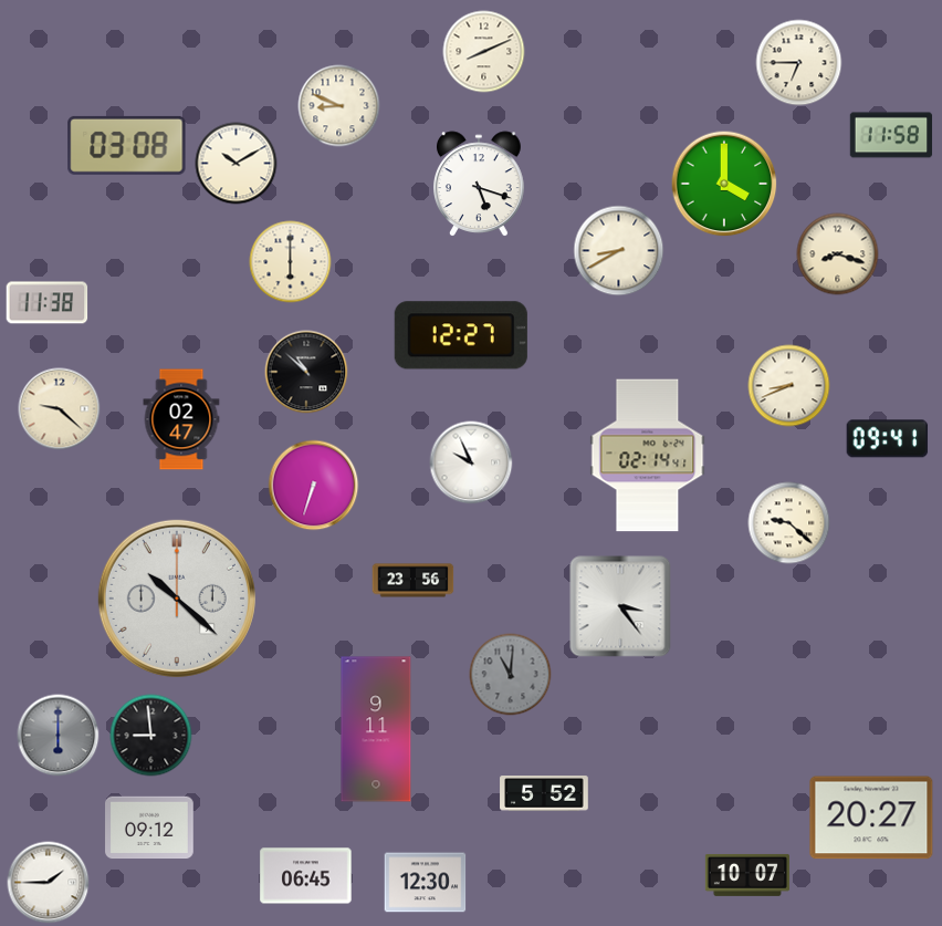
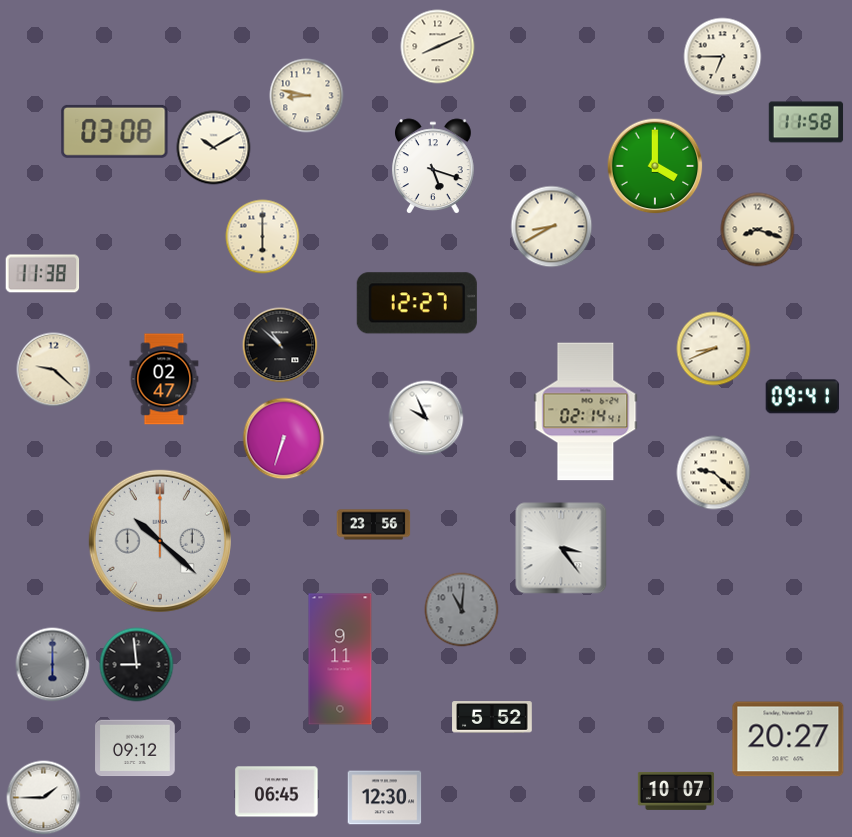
clock at (339, 106): 8:49 -> 8:47
clock at (619, 251) position: (619, 251) -> (552, 227)
clock at (306, 372) position: (306, 372) -> (280, 345)
